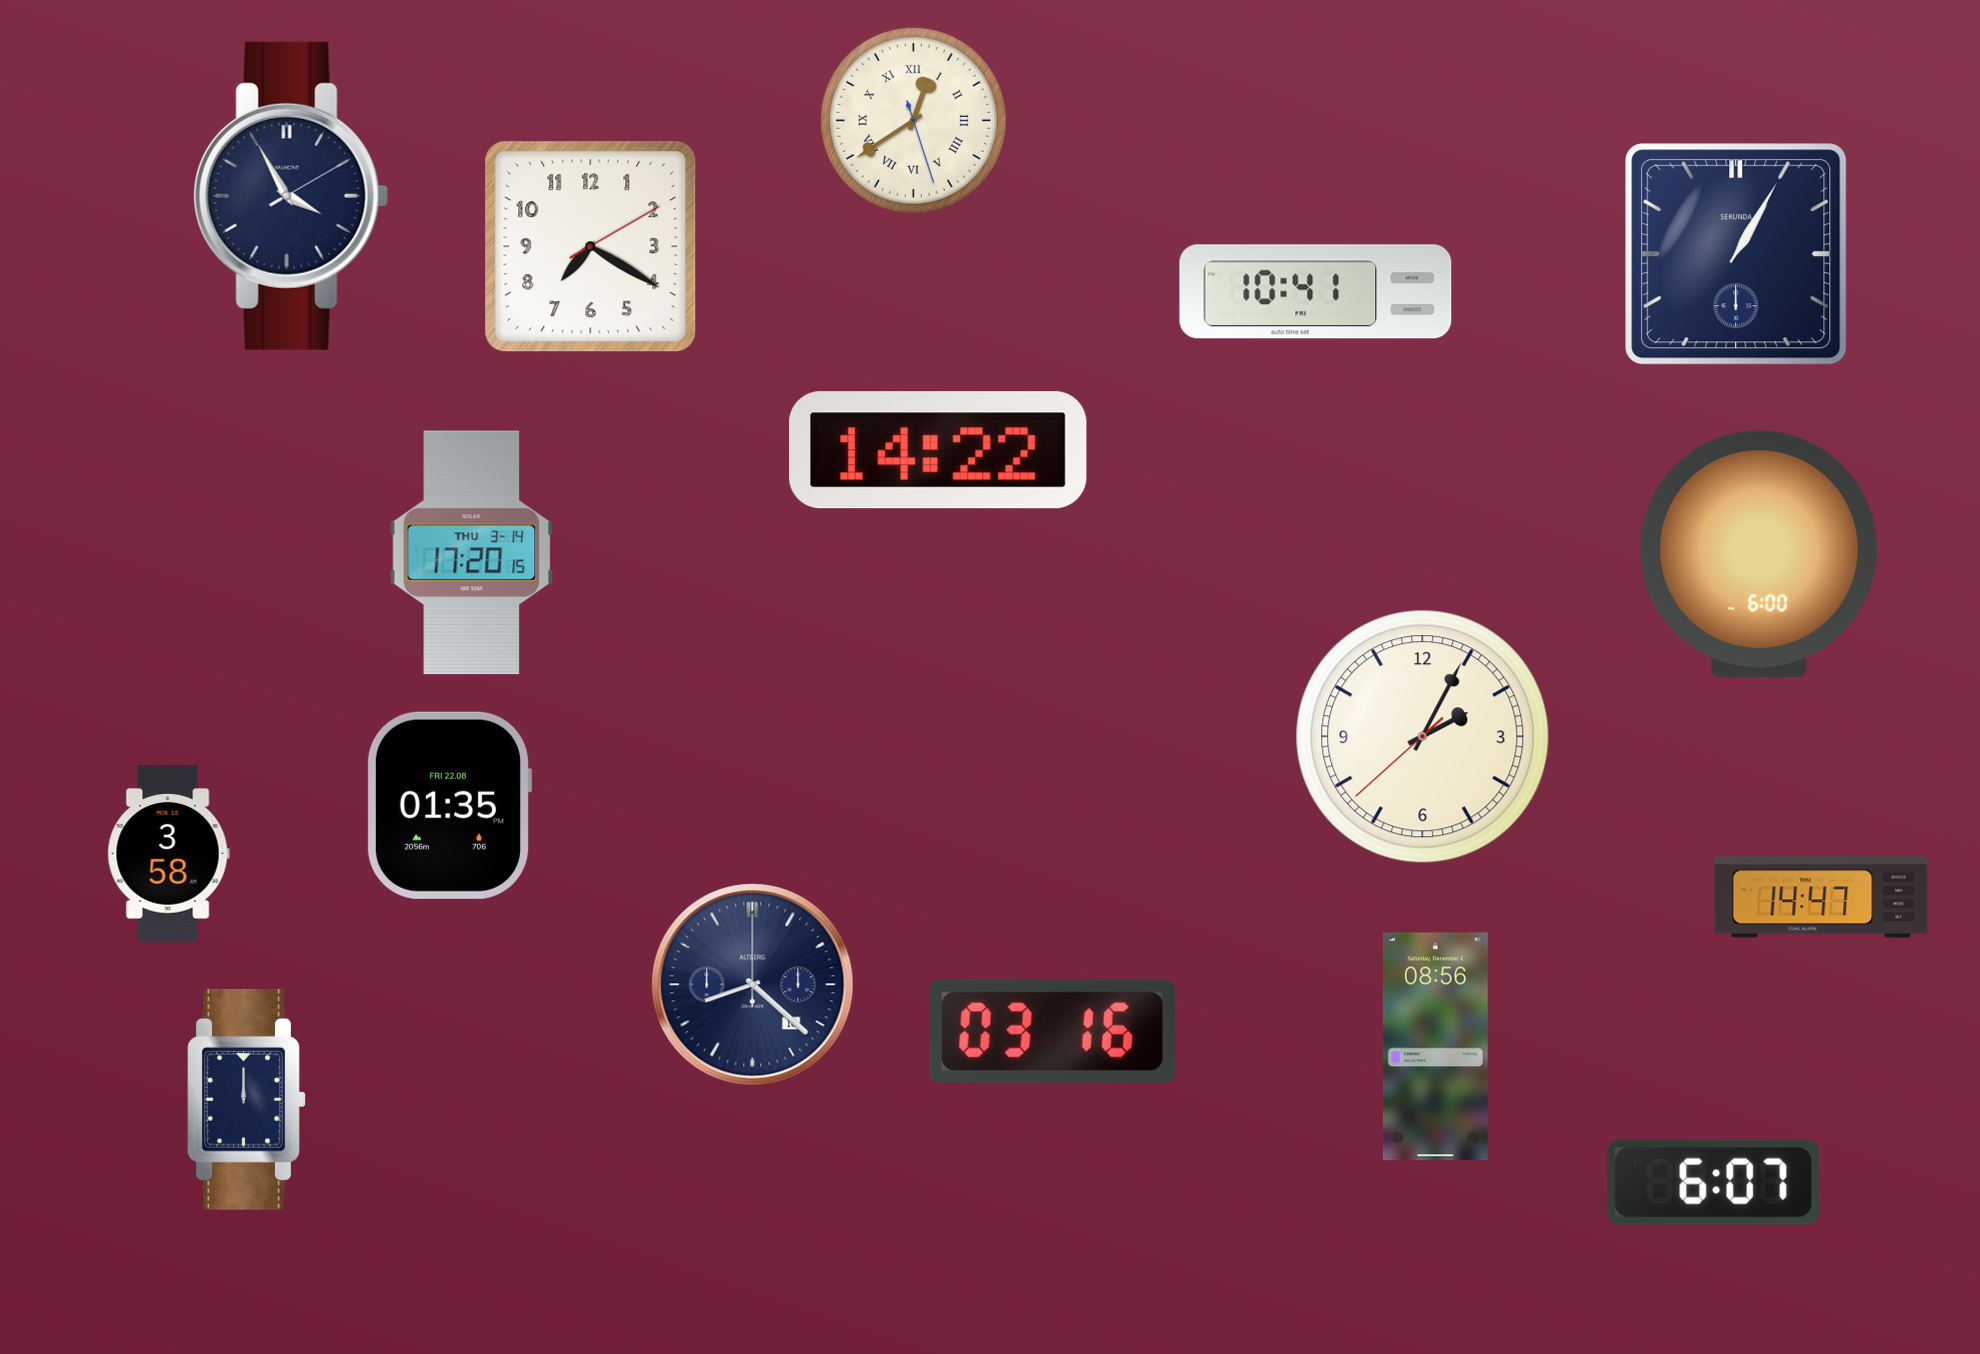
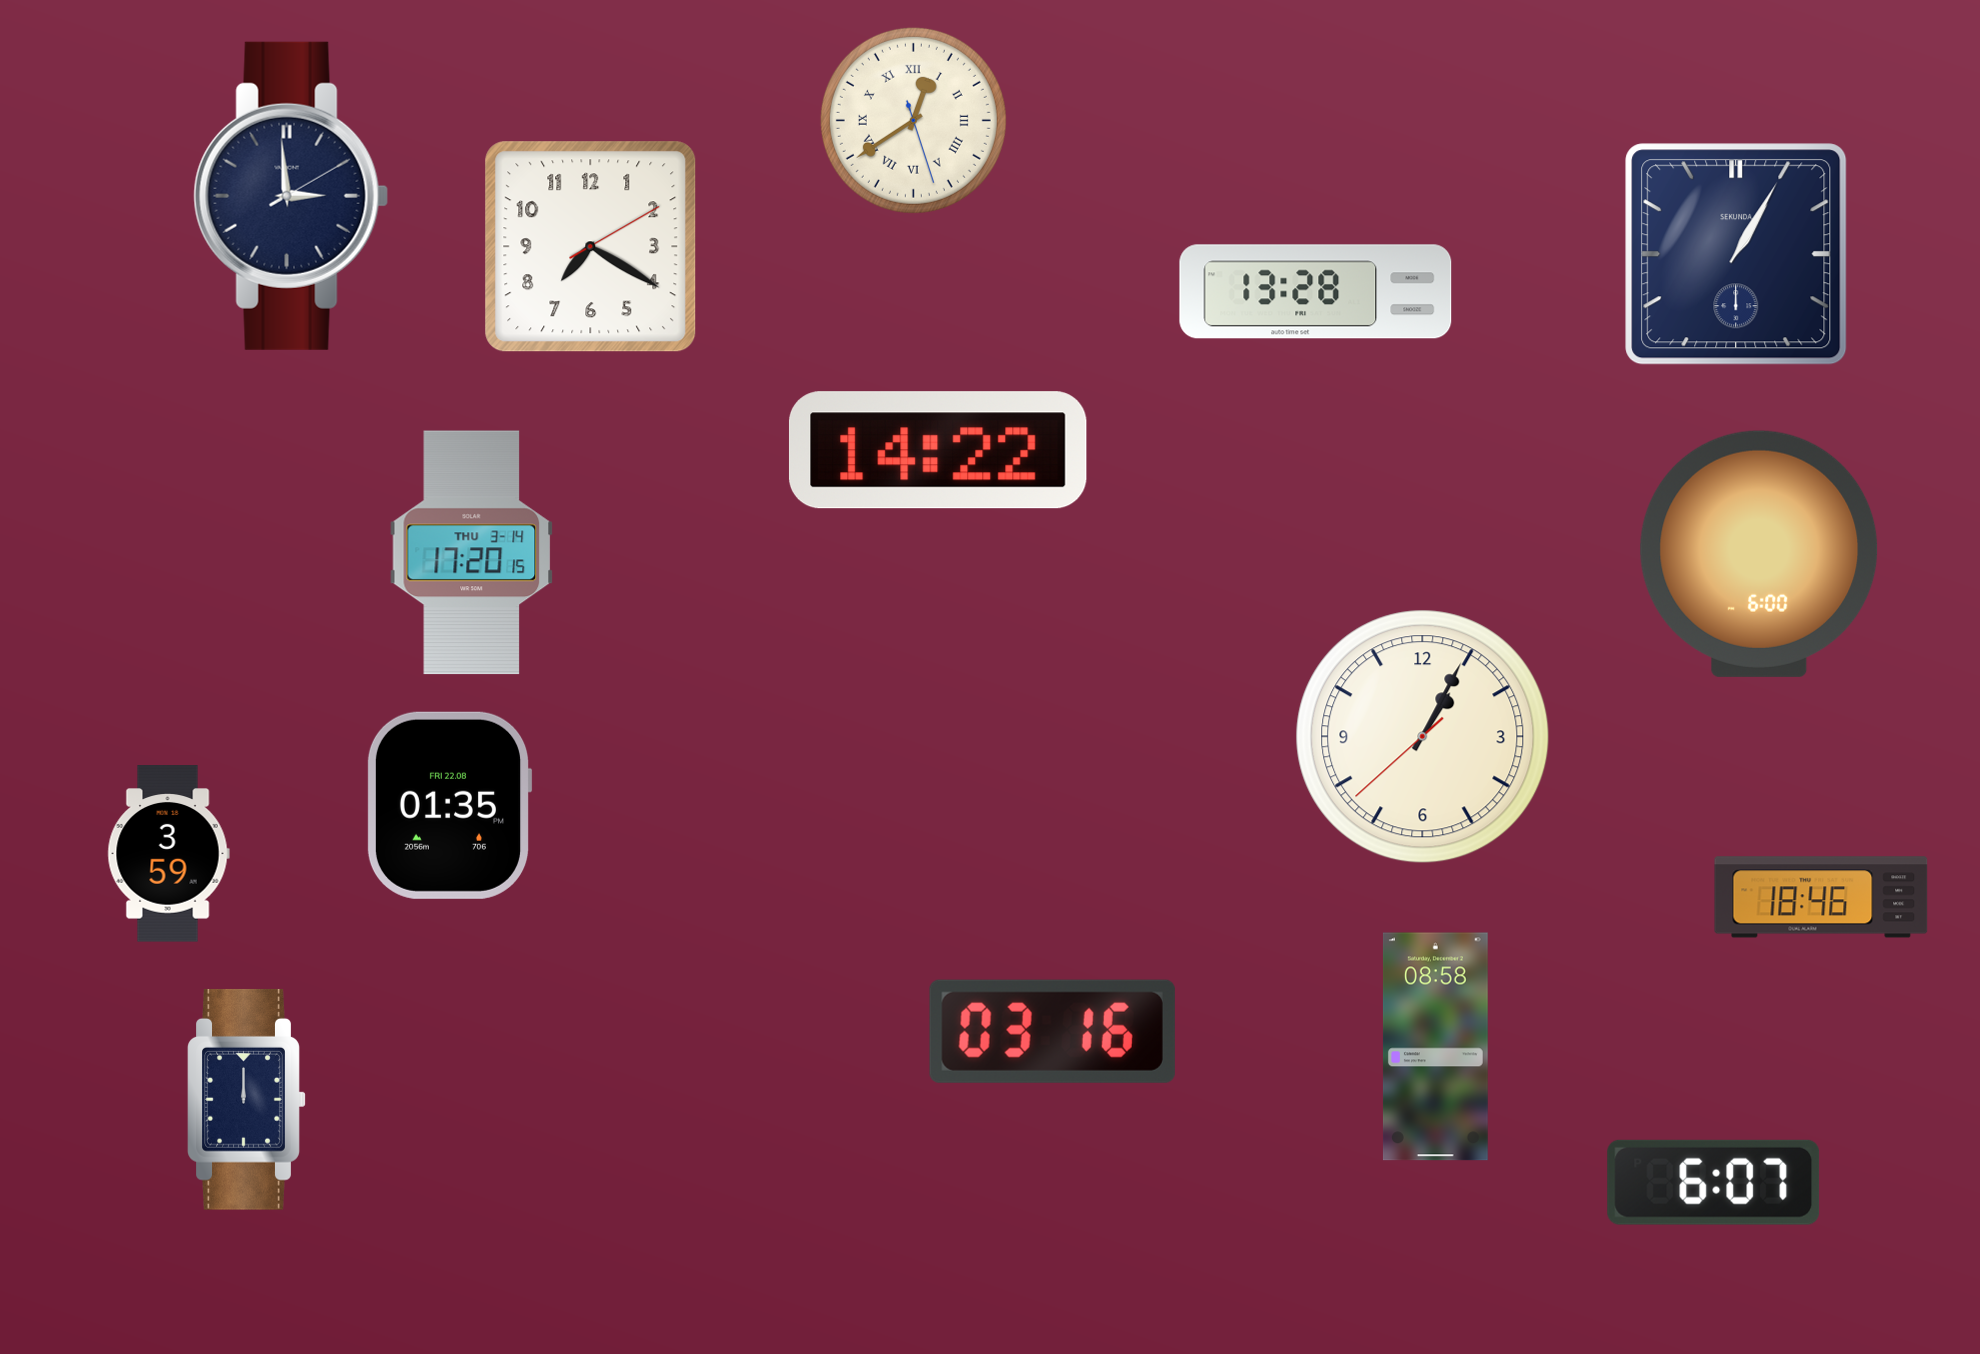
clock at (291, 196): 3:55 -> 2:59
clock at (1316, 292): 10:41 -> 13:28
clock at (1423, 737): 2:04 -> 1:04
clock at (168, 854): 3:58 -> 3:59
clock at (1821, 897): 14:47 -> 18:46
clock at (753, 985): 8:22 -> none
clock at (1435, 1047): 08:56 -> 08:58
